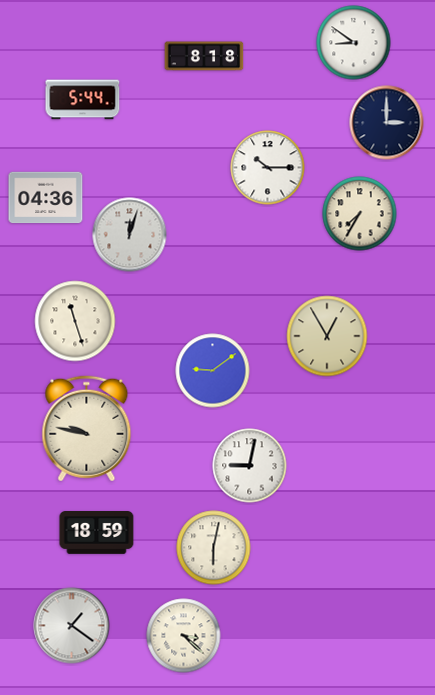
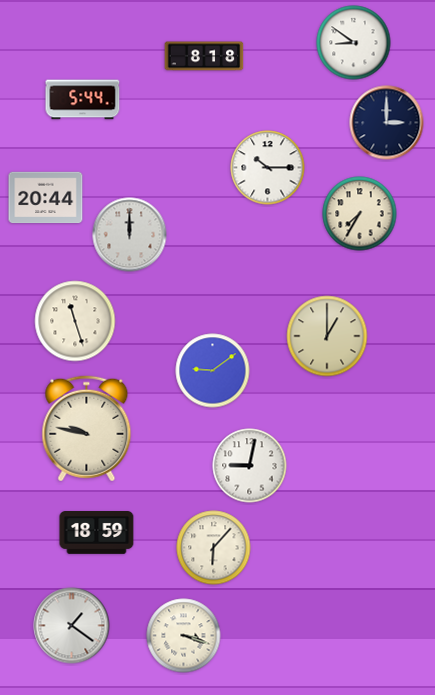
clock at (46, 198): 04:36 -> 20:44
clock at (130, 235): 12:03 -> 12:00
clock at (327, 336): 12:55 -> 1:00
clock at (214, 548): 6:02 -> 6:07
clock at (184, 636): 3:22 -> 3:18
